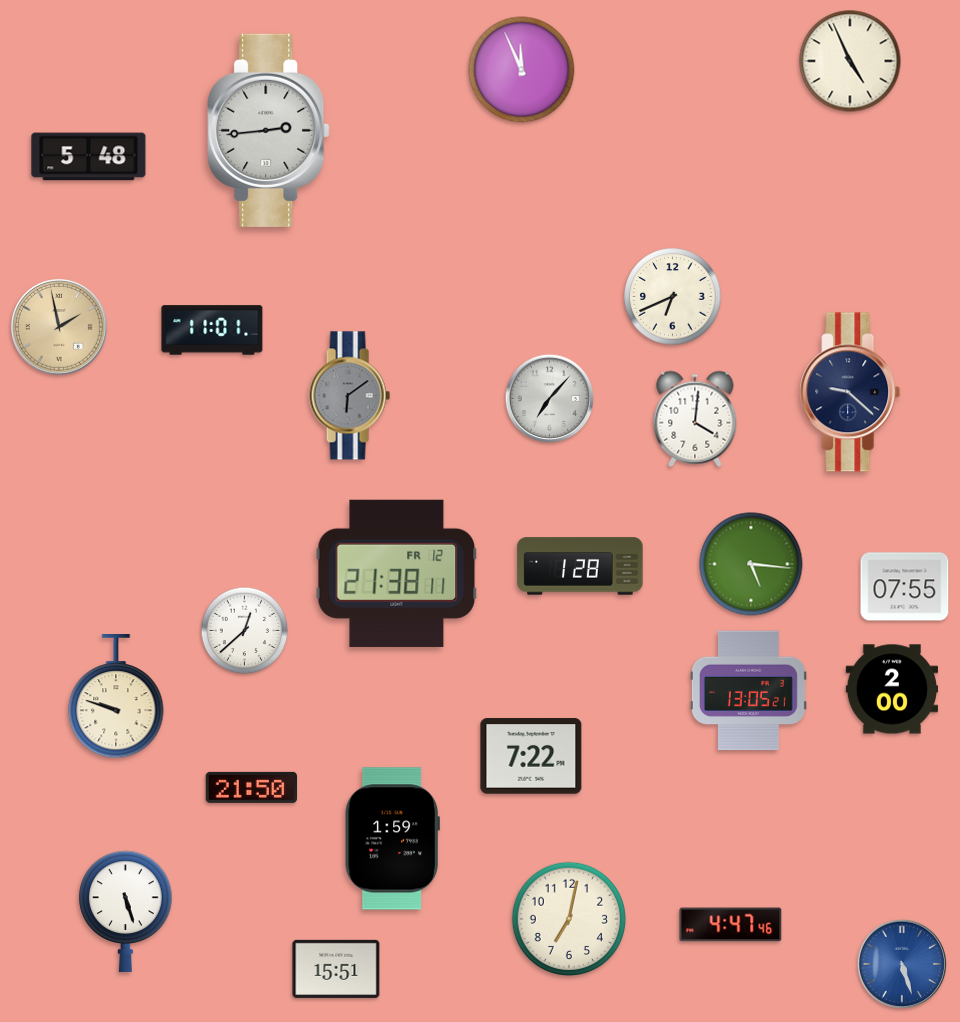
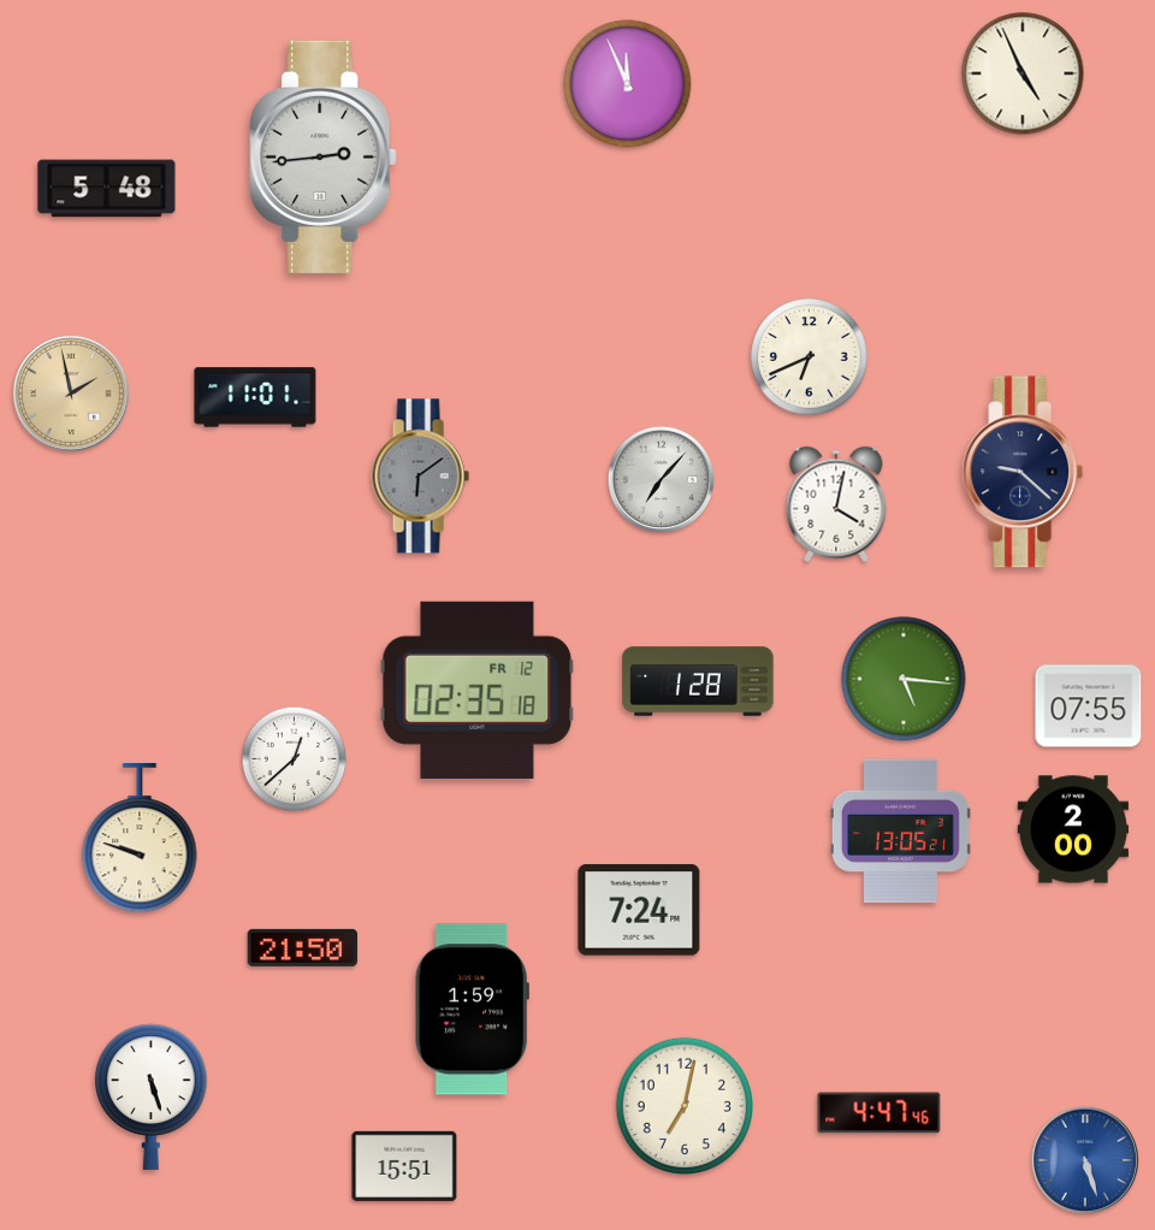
clock at (695, 419): 4:01 -> 4:02
clock at (397, 573): 21:38 -> 02:35
clock at (531, 756): 7:22 -> 7:24
